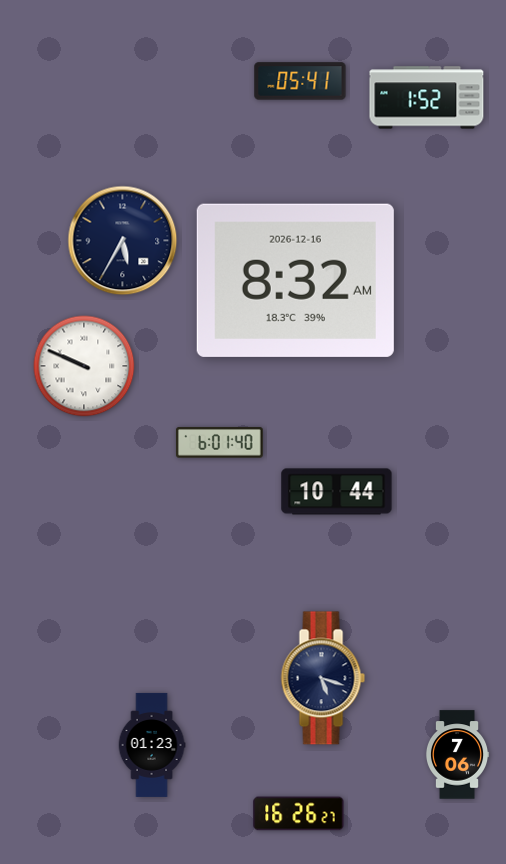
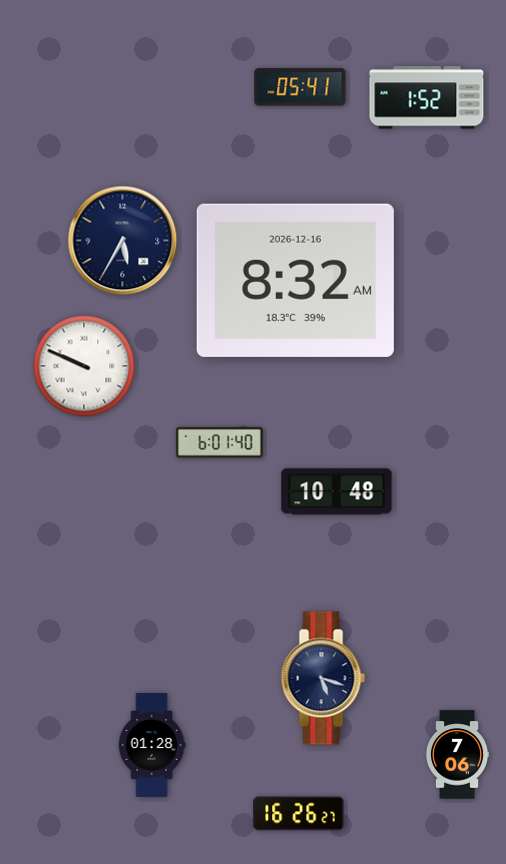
clock at (300, 81) position: (300, 81) -> (300, 87)
clock at (337, 492): 10:44 -> 10:48
clock at (152, 745): 01:23 -> 01:28
